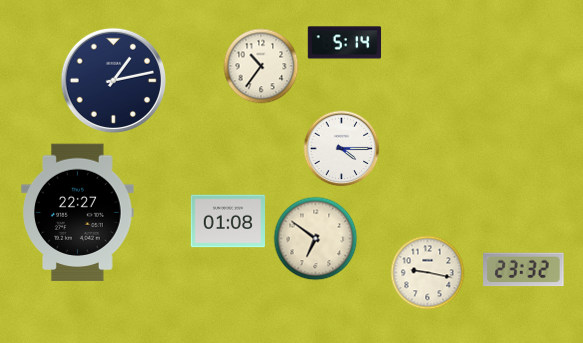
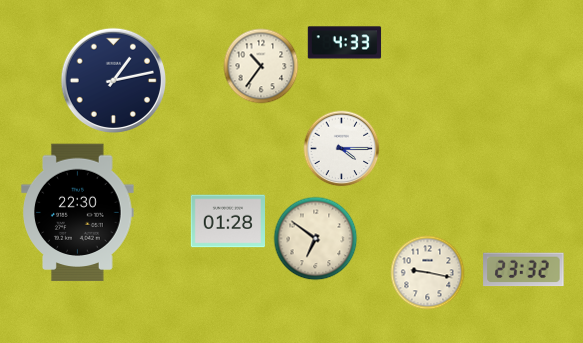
clock at (345, 43): 5:14 -> 4:33
clock at (78, 213): 22:27 -> 22:30
clock at (227, 221): 01:08 -> 01:28
